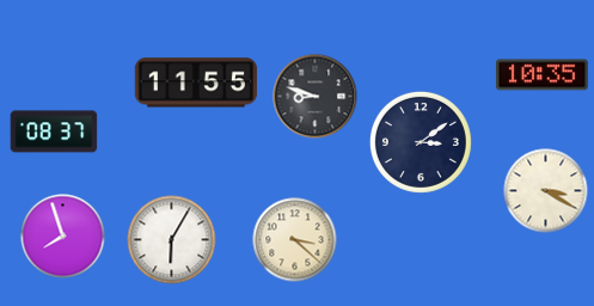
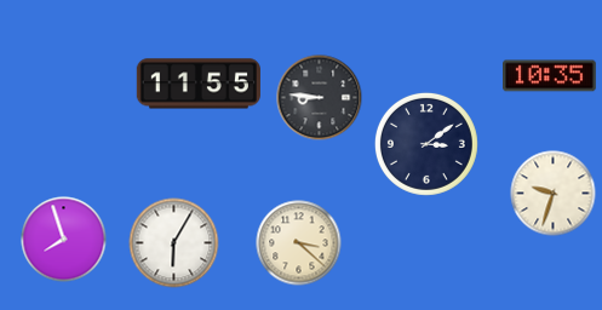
clock at (316, 97): 8:48 -> 8:46
clock at (54, 131): 08:37 -> none
clock at (546, 191): 3:20 -> 9:33
